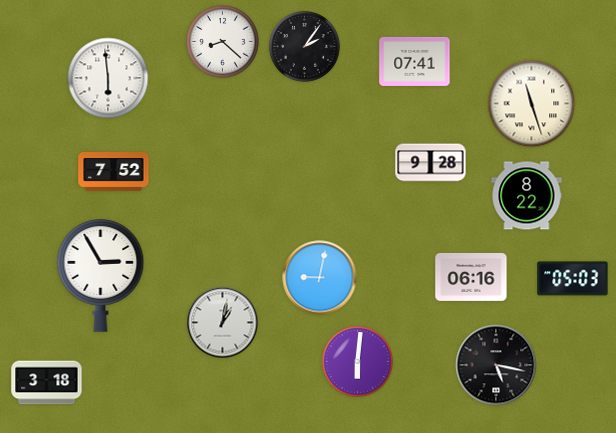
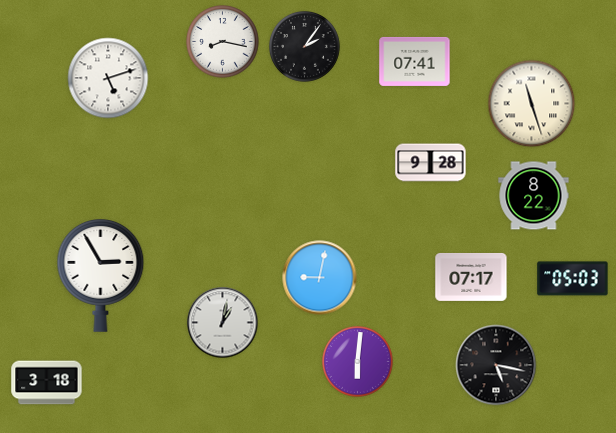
clock at (223, 42): 8:22 -> 8:17
clock at (108, 78): 5:59 -> 5:12
clock at (114, 172): 7:52 -> none
clock at (527, 196) position: (527, 196) -> (534, 196)
clock at (471, 277): 06:16 -> 07:17
